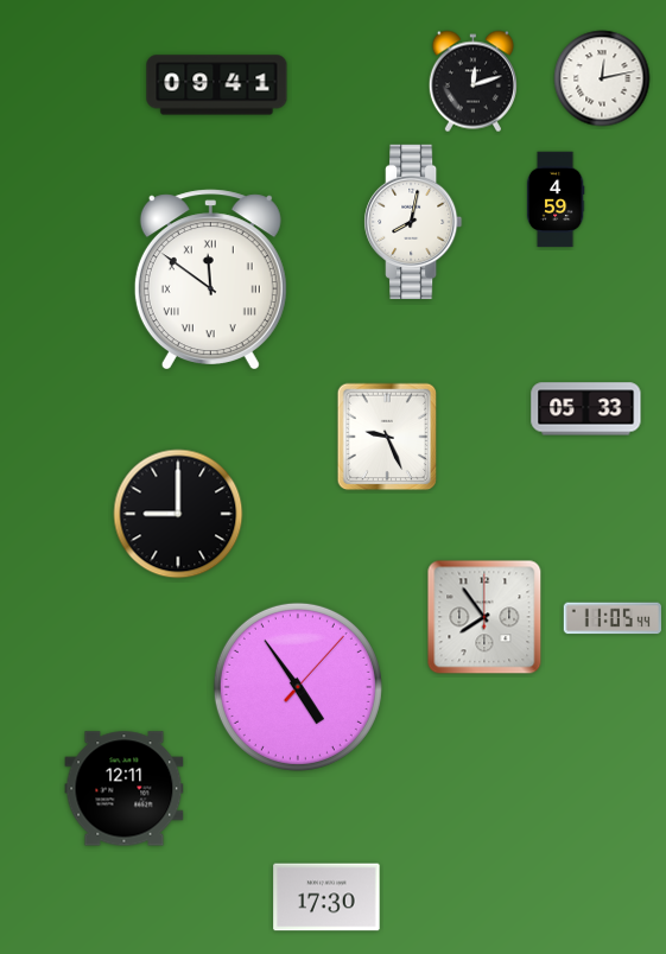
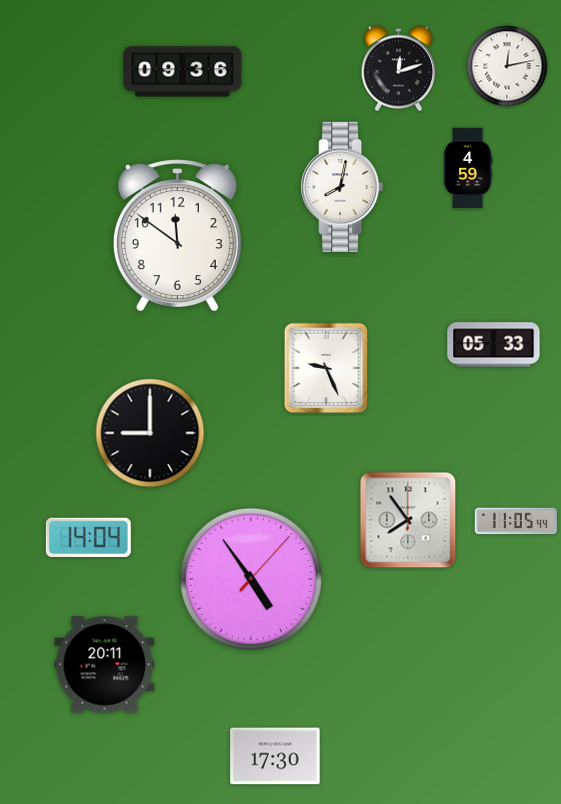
clock at (217, 85): 09:41 -> 09:36
clock at (413, 222) position: (413, 222) -> (342, 187)
clock at (210, 280) numerals: Roman -> Arabic
clock at (88, 537): none -> 14:04
clock at (125, 789): 12:11 -> 20:11
